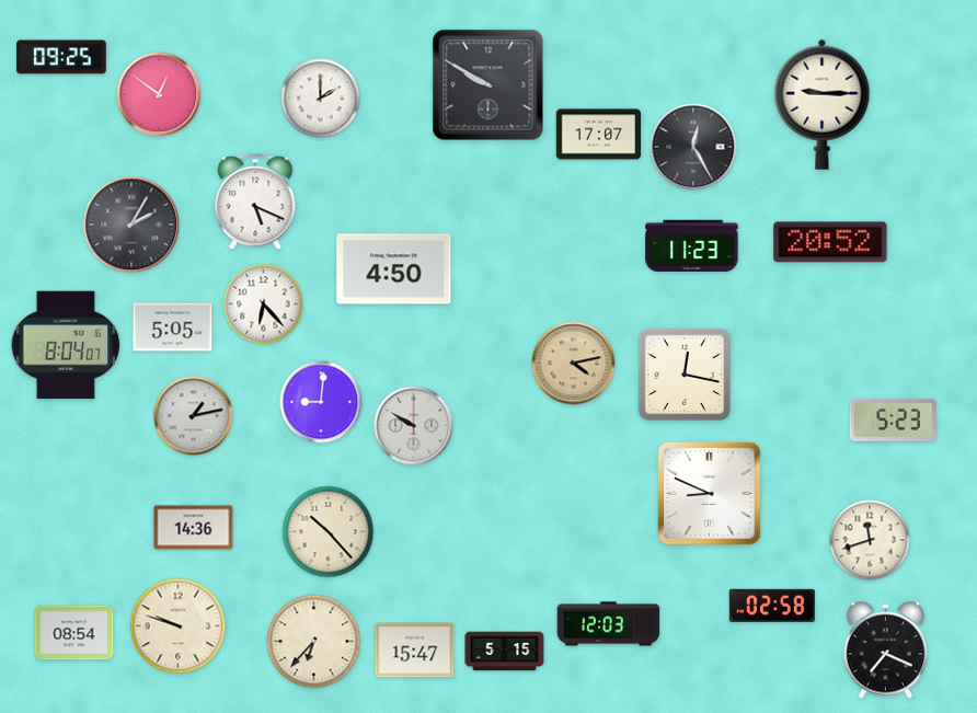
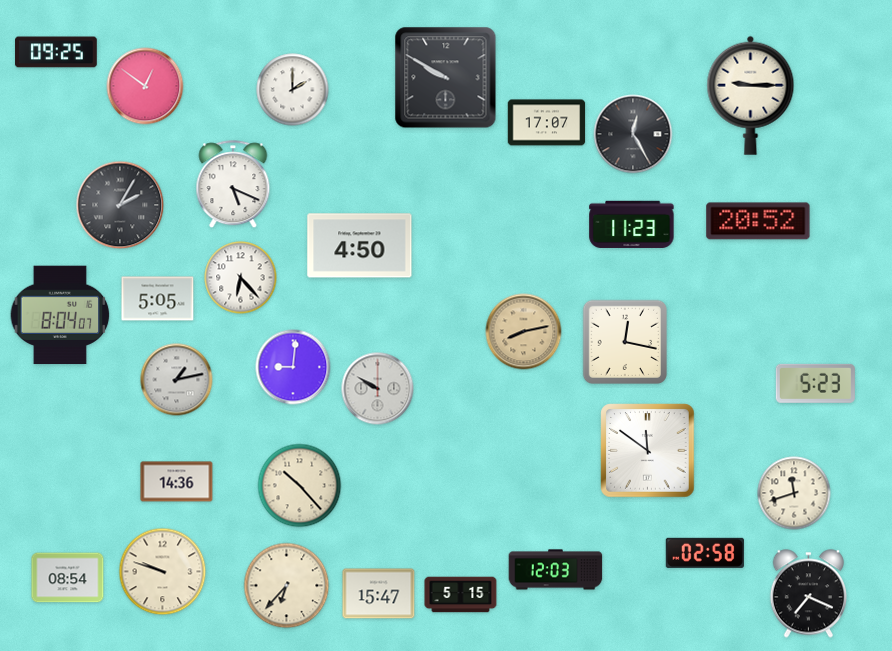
clock at (574, 364): 4:13 -> 8:13
clock at (710, 494): 8:49 -> 11:51
